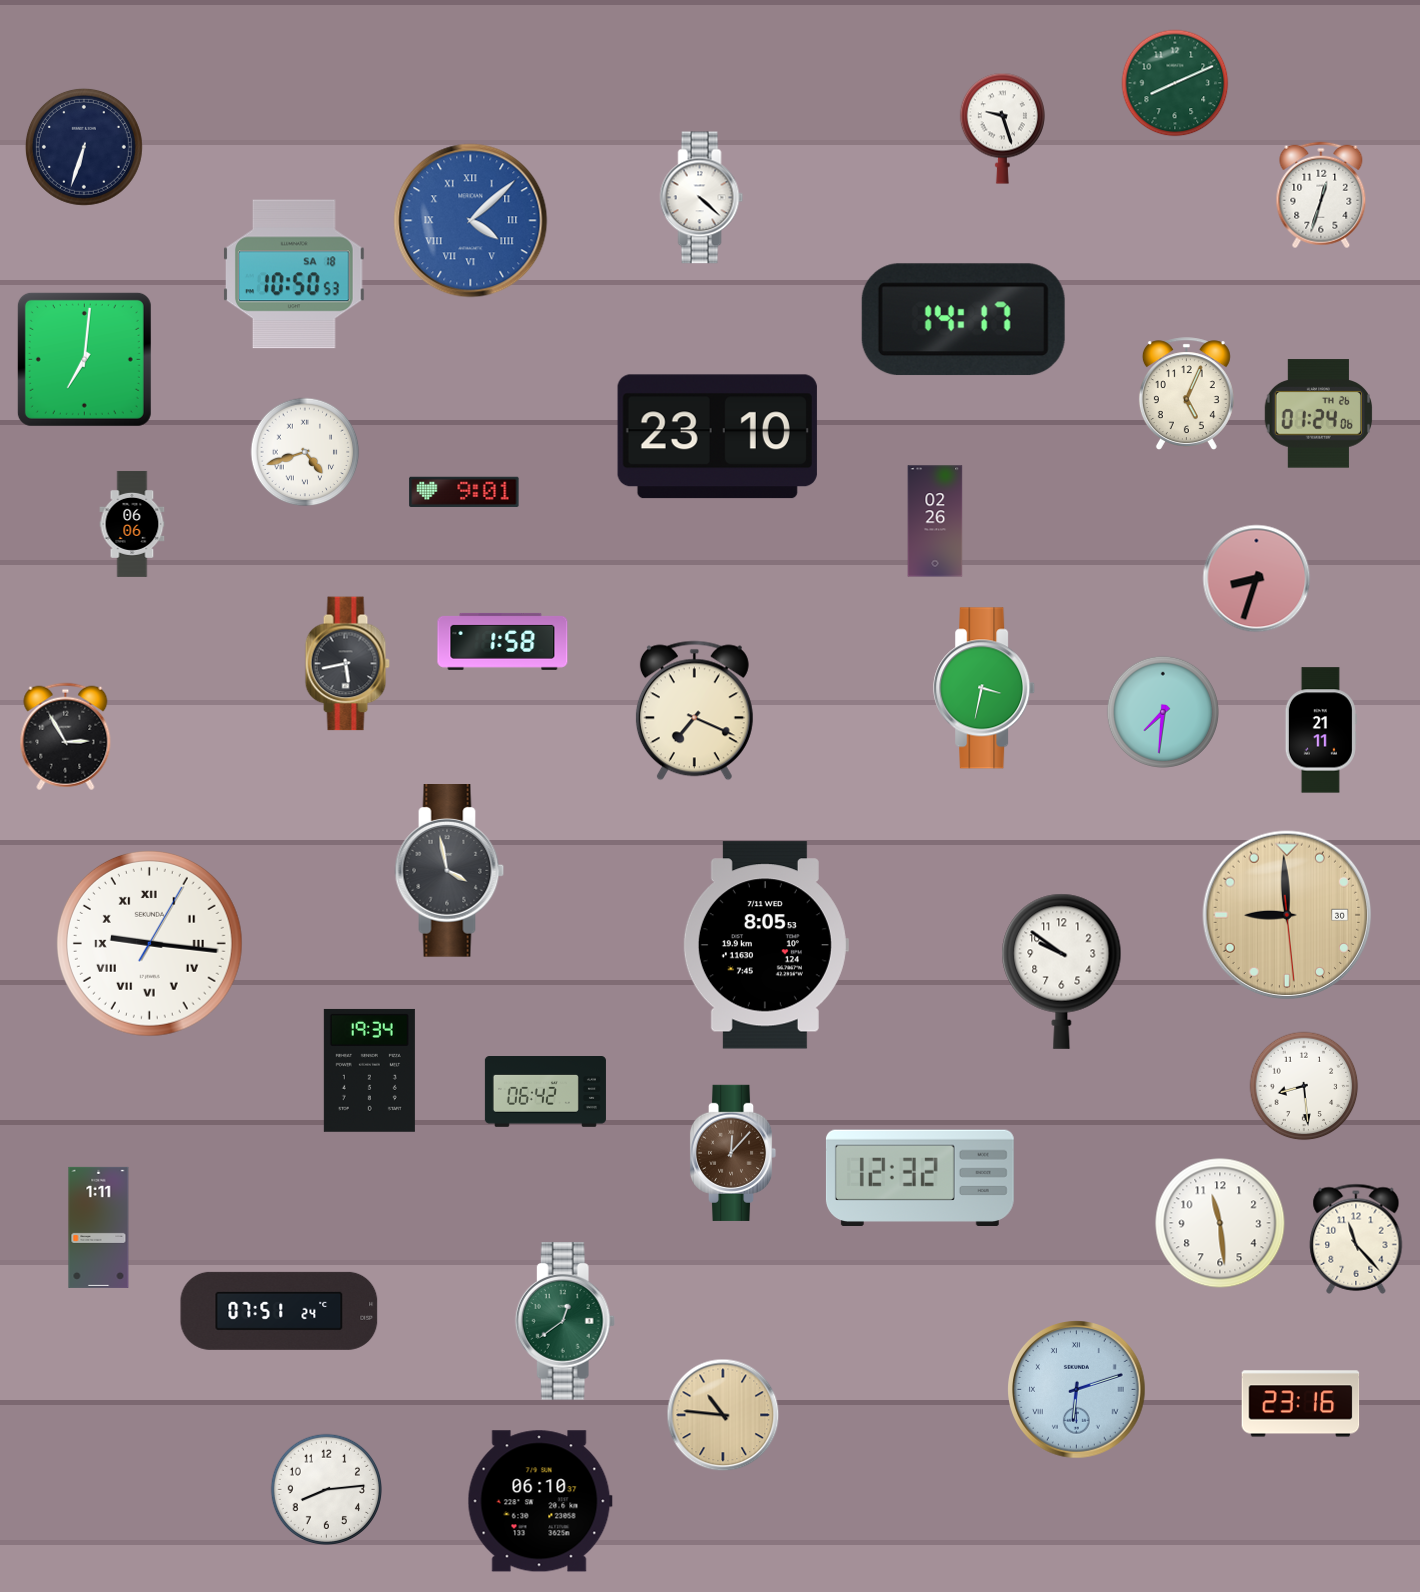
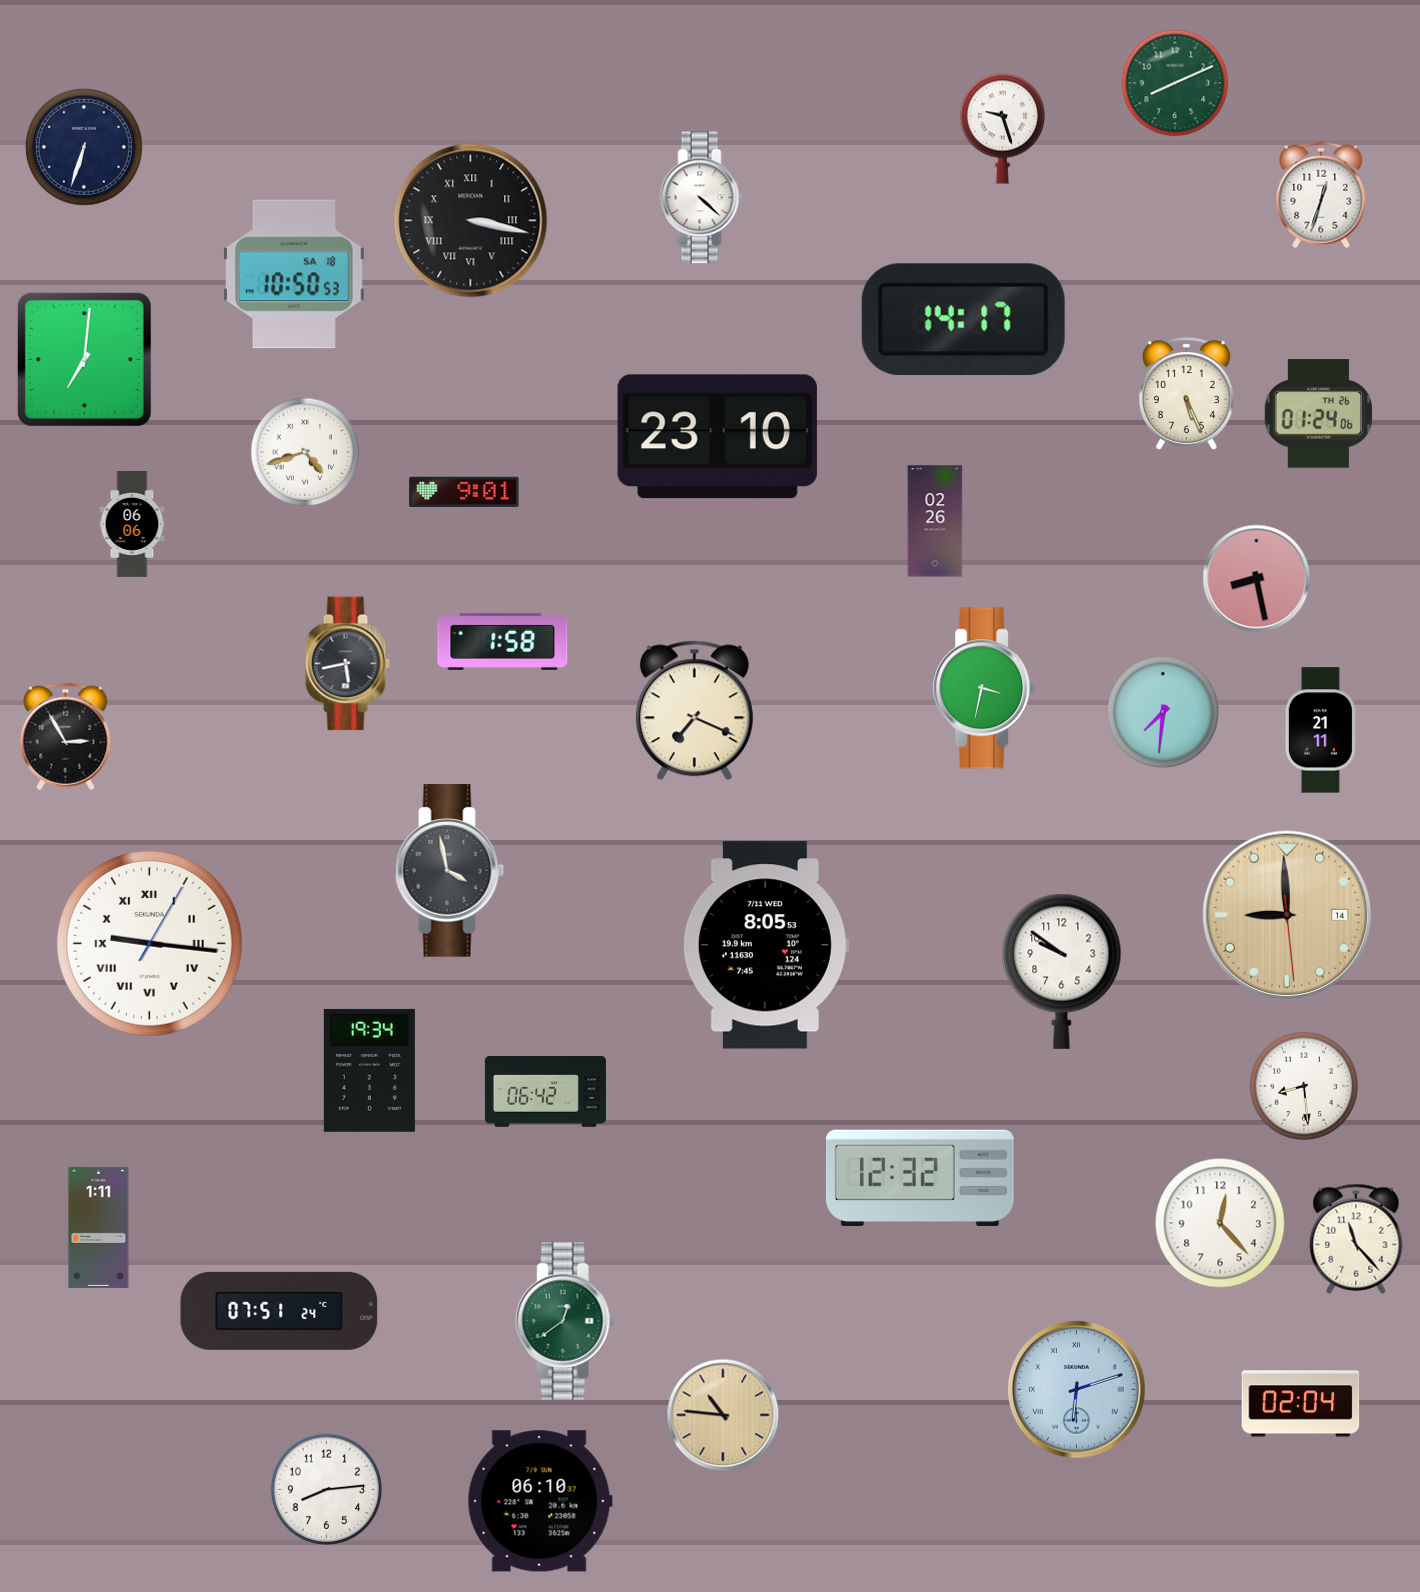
clock at (471, 221): 4:08 -> 3:17
clock at (471, 221) dial: blue -> black
clock at (1186, 393): 5:04 -> 5:26
clock at (1257, 579): 8:33 -> 8:28
clock at (1287, 915) date: 30 -> 14
clock at (733, 1153): 12:07 -> none
clock at (1220, 1223): 11:29 -> 12:23
clock at (1301, 1404): 23:16 -> 02:04
